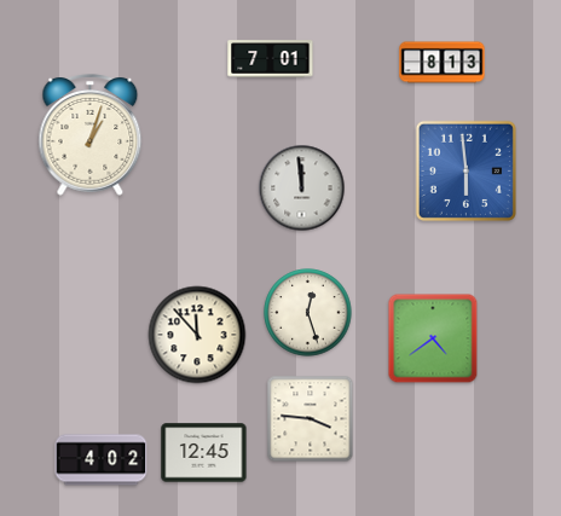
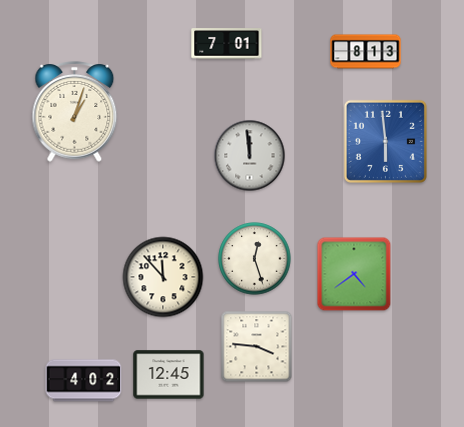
clock at (271, 59) position: (271, 59) -> (227, 44)
clock at (433, 338) position: (433, 338) -> (354, 274)
